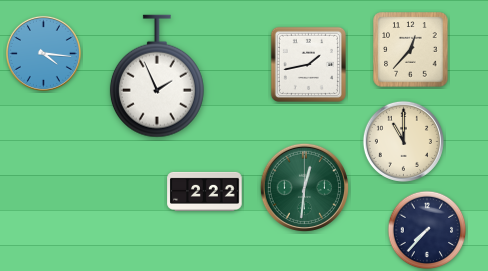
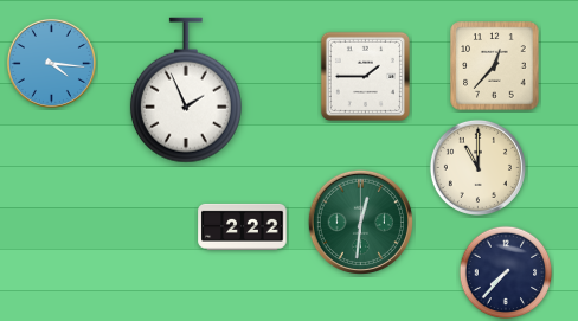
clock at (411, 50) position: (411, 50) -> (495, 66)
clock at (308, 64): 1:43 -> 1:45
